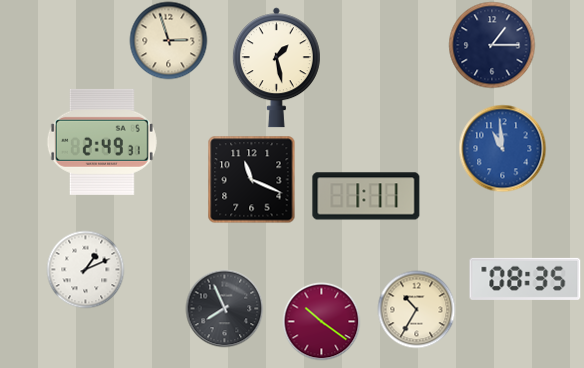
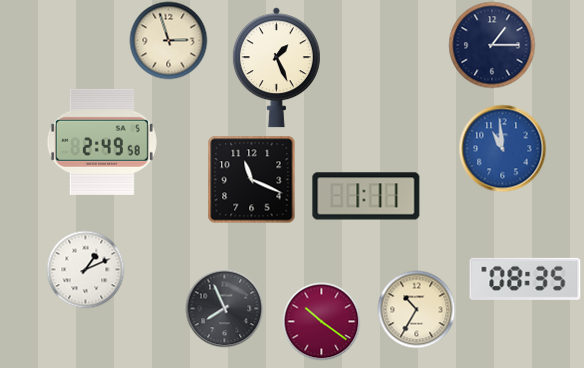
clock at (276, 68): 1:28 -> 1:26
clock at (102, 142): 2:49:31 -> 2:49:58
